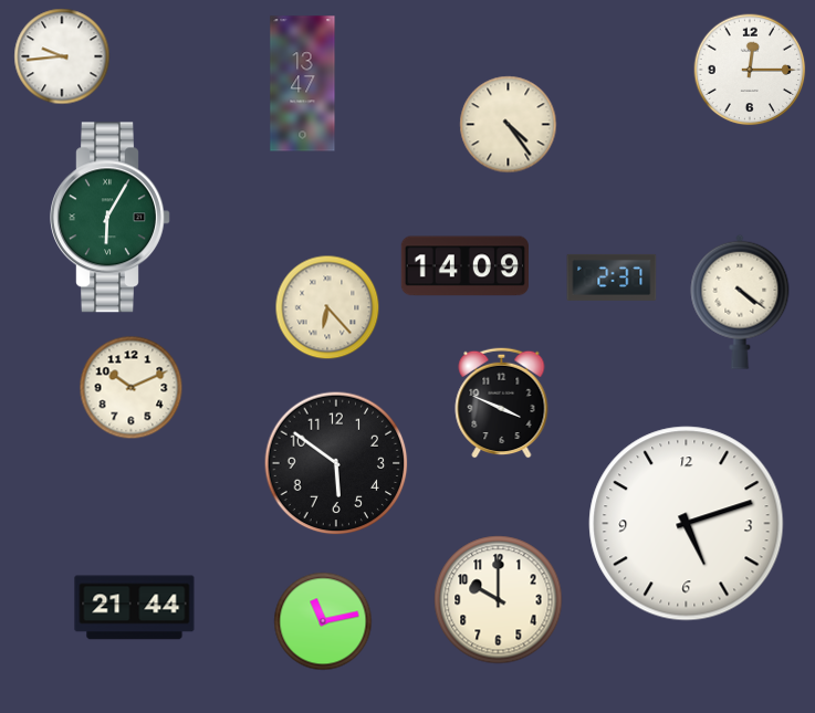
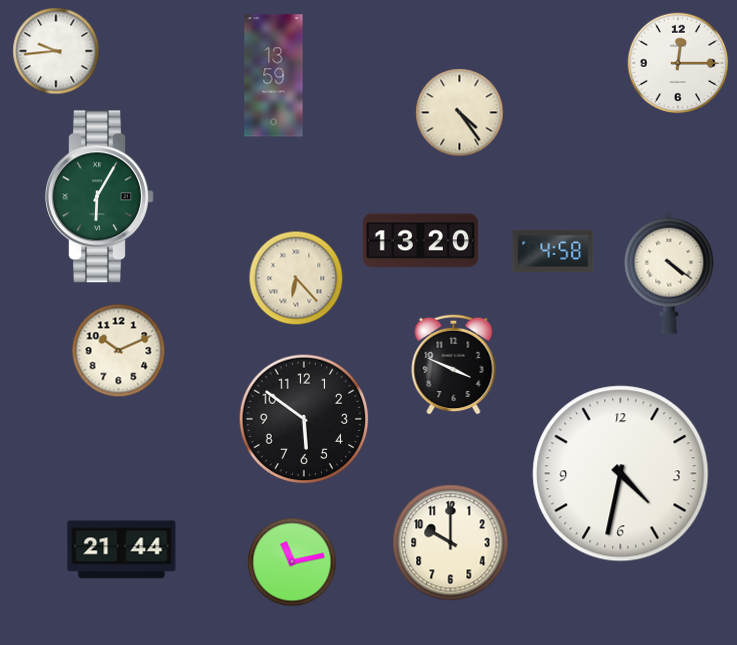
clock at (303, 84): 13:47 -> 13:59
clock at (464, 266): 14:09 -> 13:20
clock at (612, 277): 2:37 -> 4:58
clock at (687, 524): 5:12 -> 4:32
